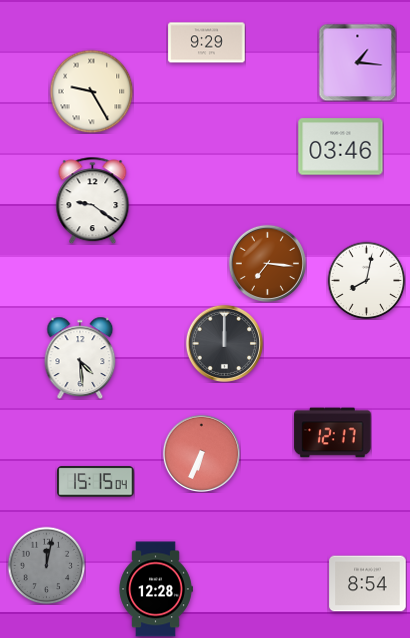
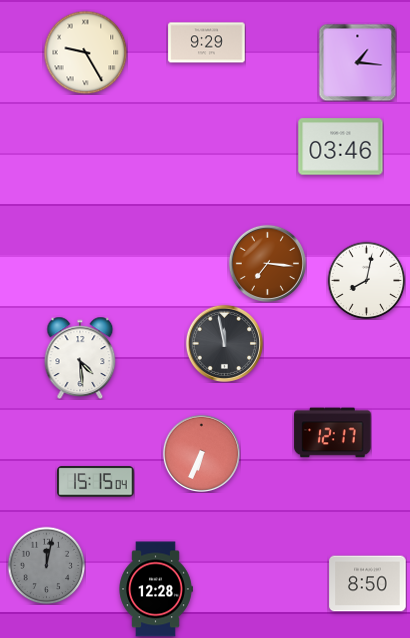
clock at (91, 91) position: (91, 91) -> (85, 52)
clock at (93, 200): 9:21 -> none
clock at (224, 343): 12:00 -> 11:58
clock at (368, 584): 8:54 -> 8:50
